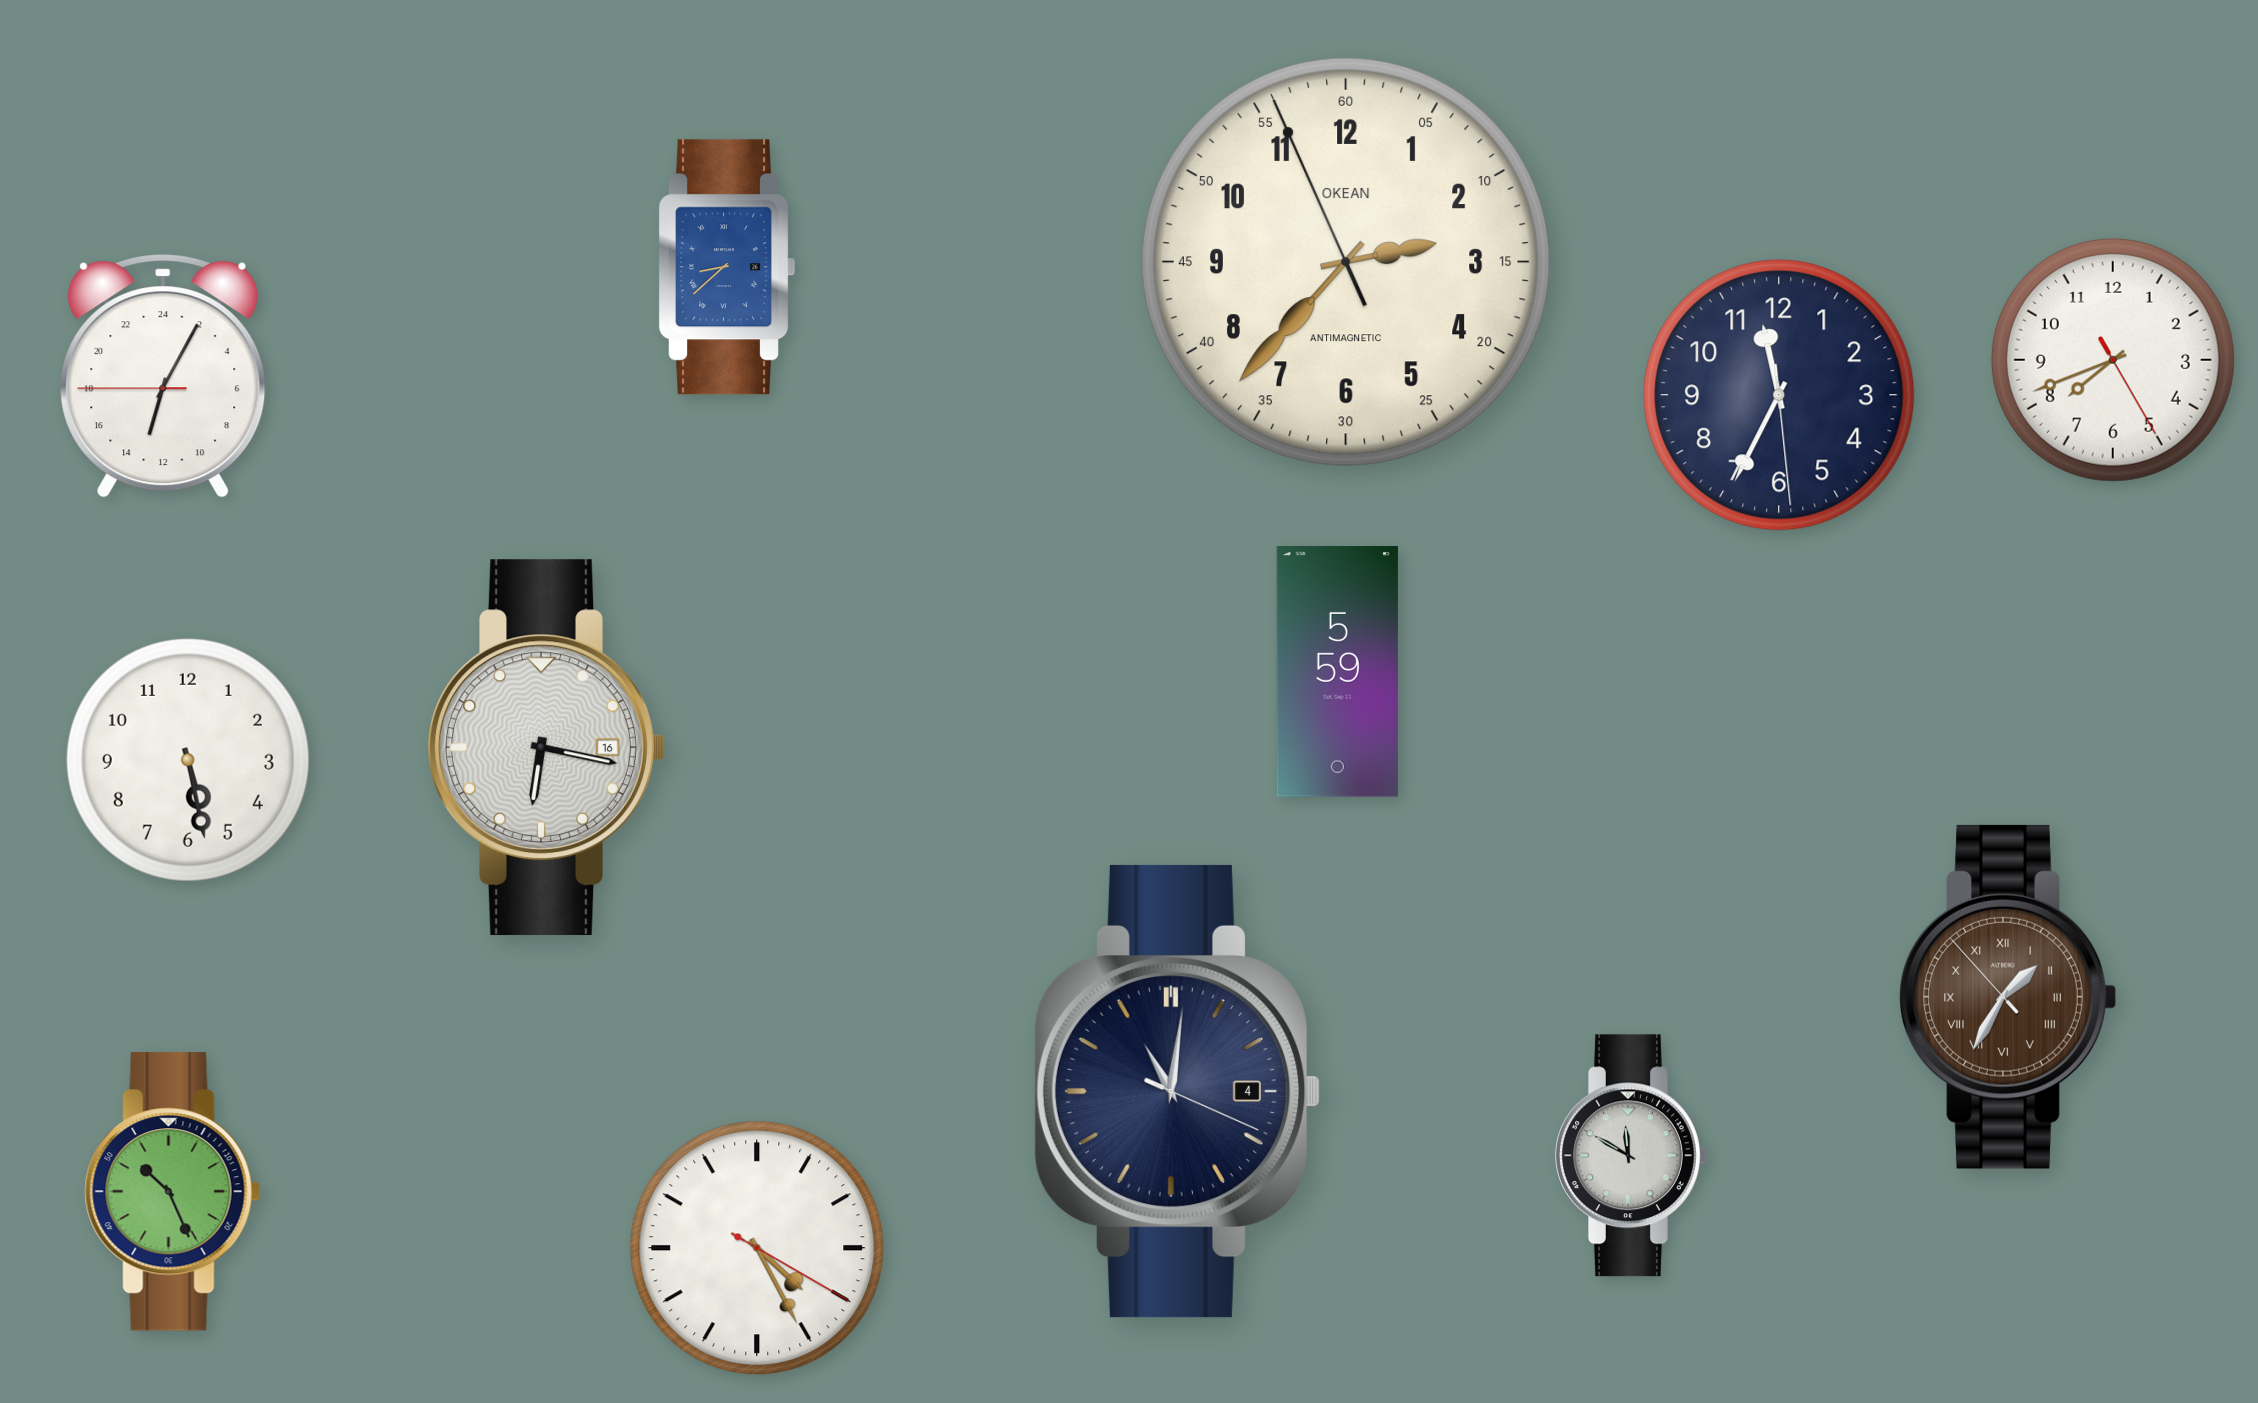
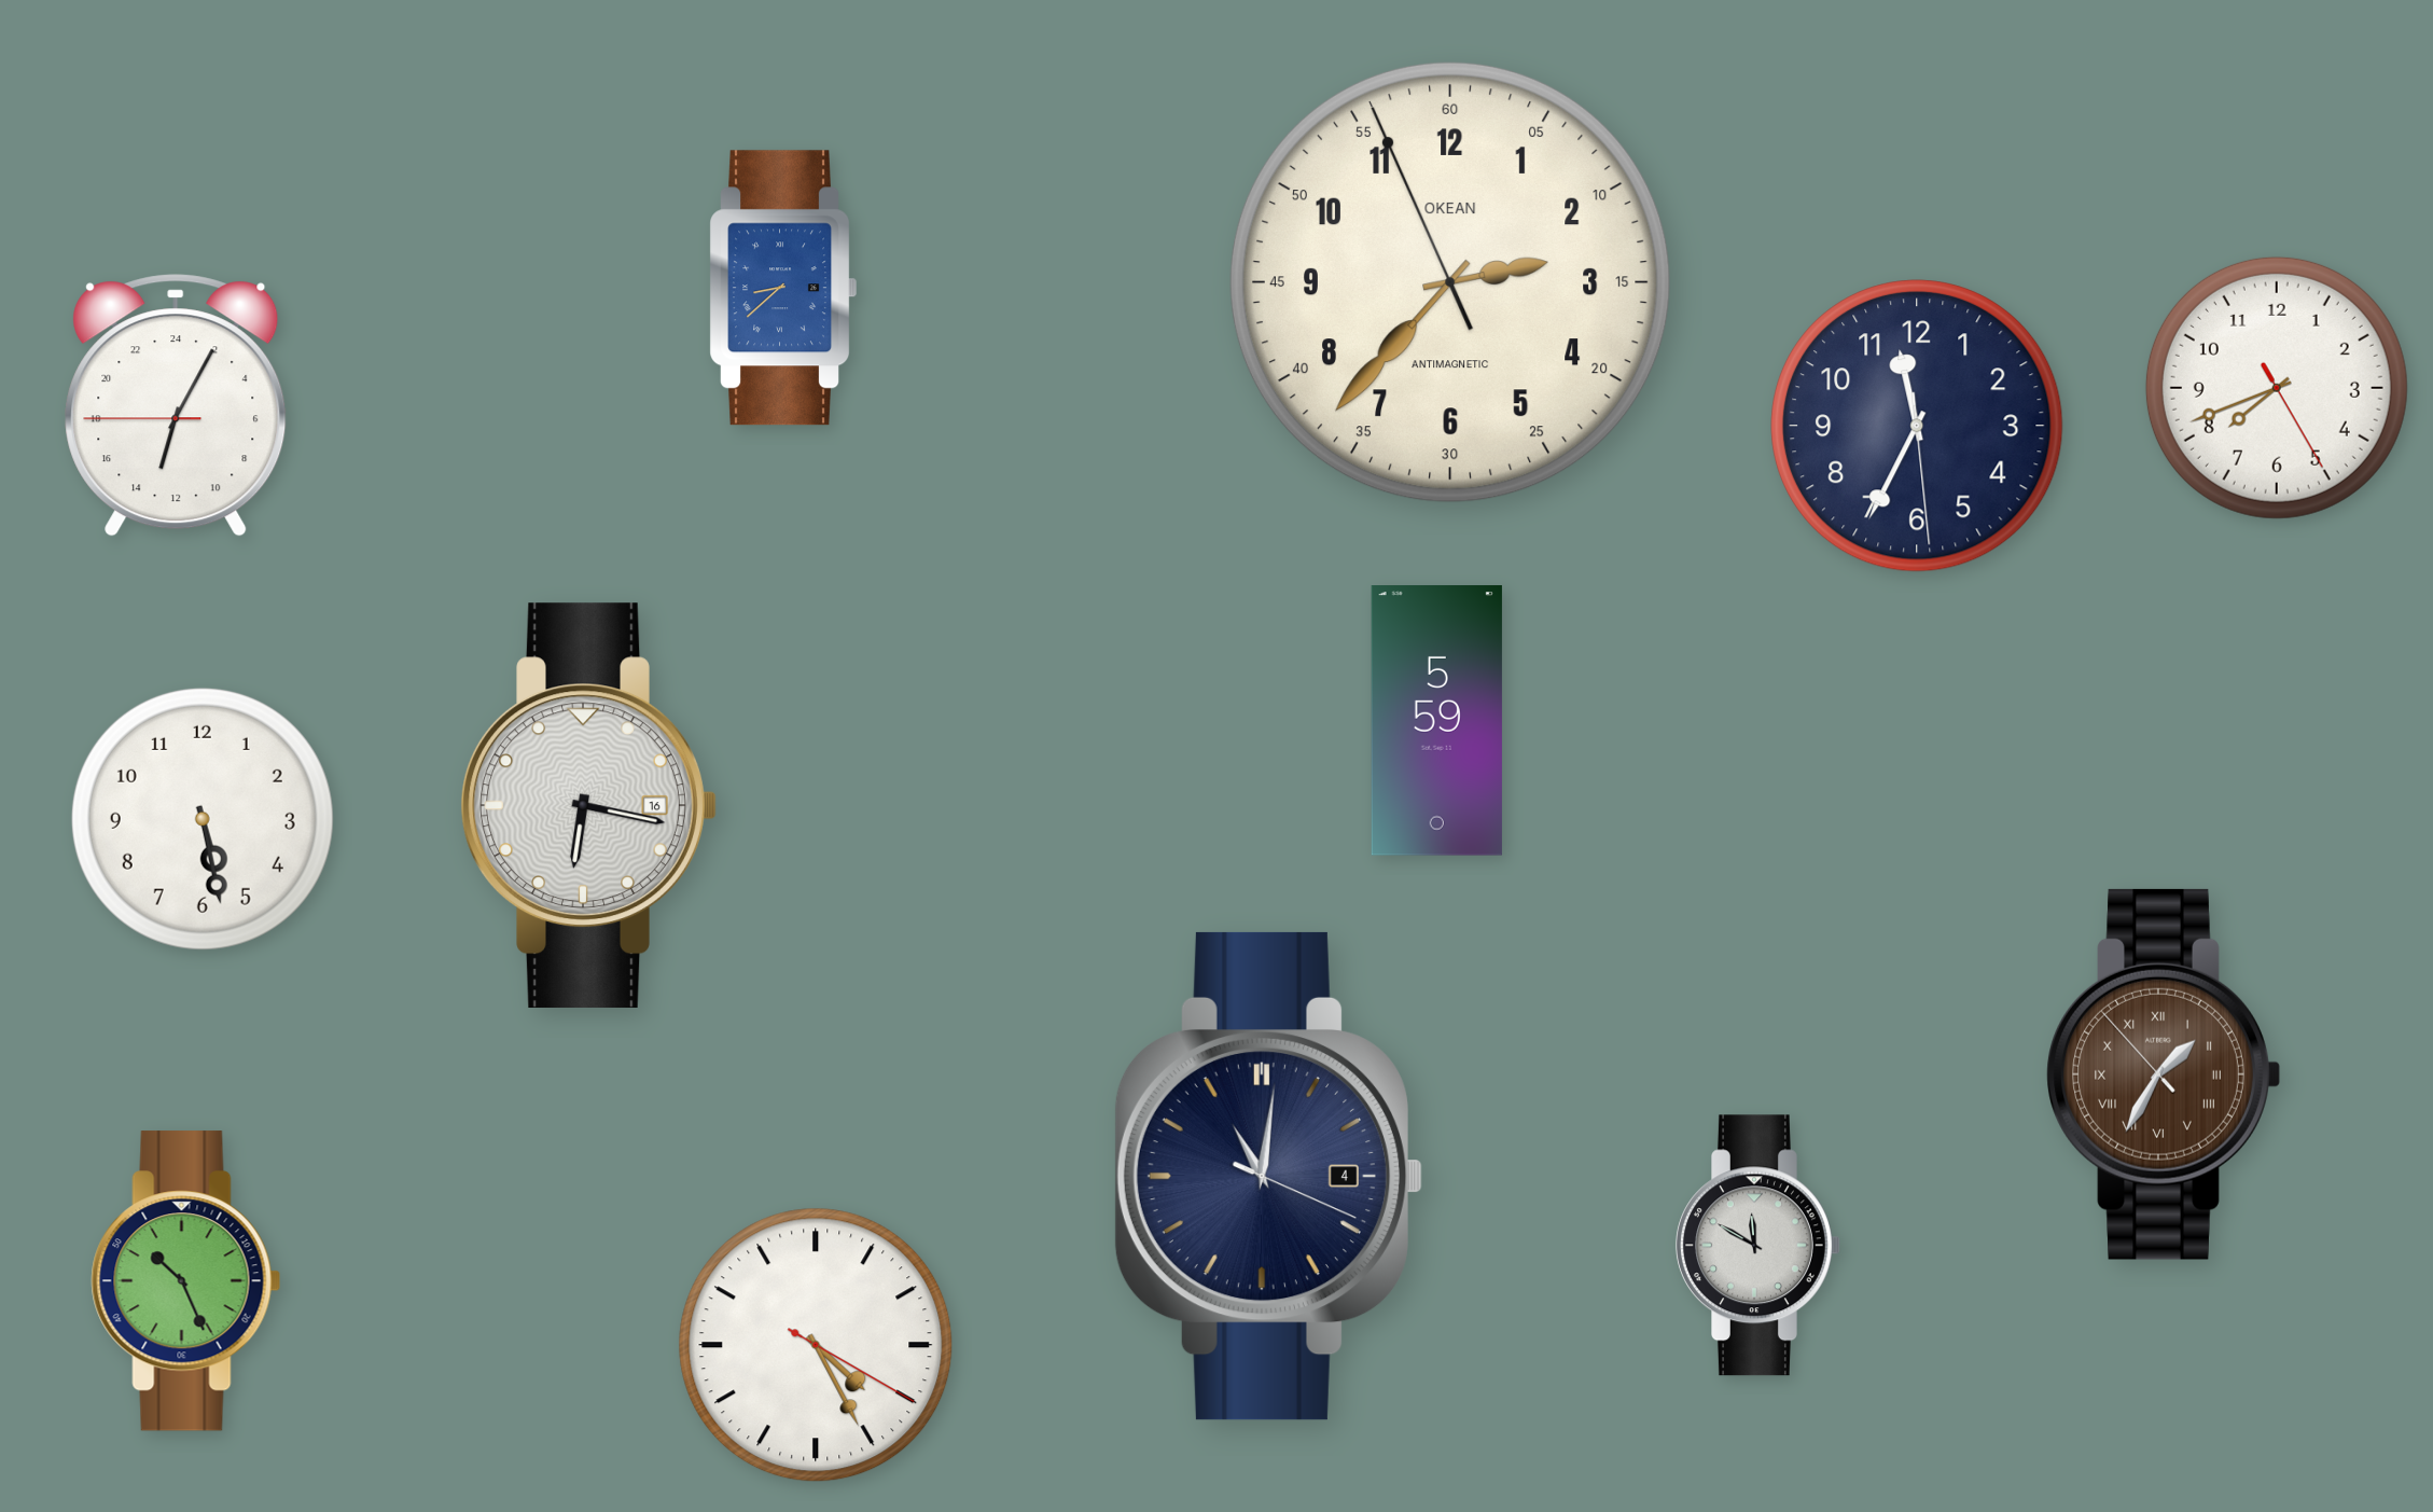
clock at (1337, 672) position: (1337, 672) -> (1436, 721)
clock at (173, 1192) position: (173, 1192) -> (186, 1281)
